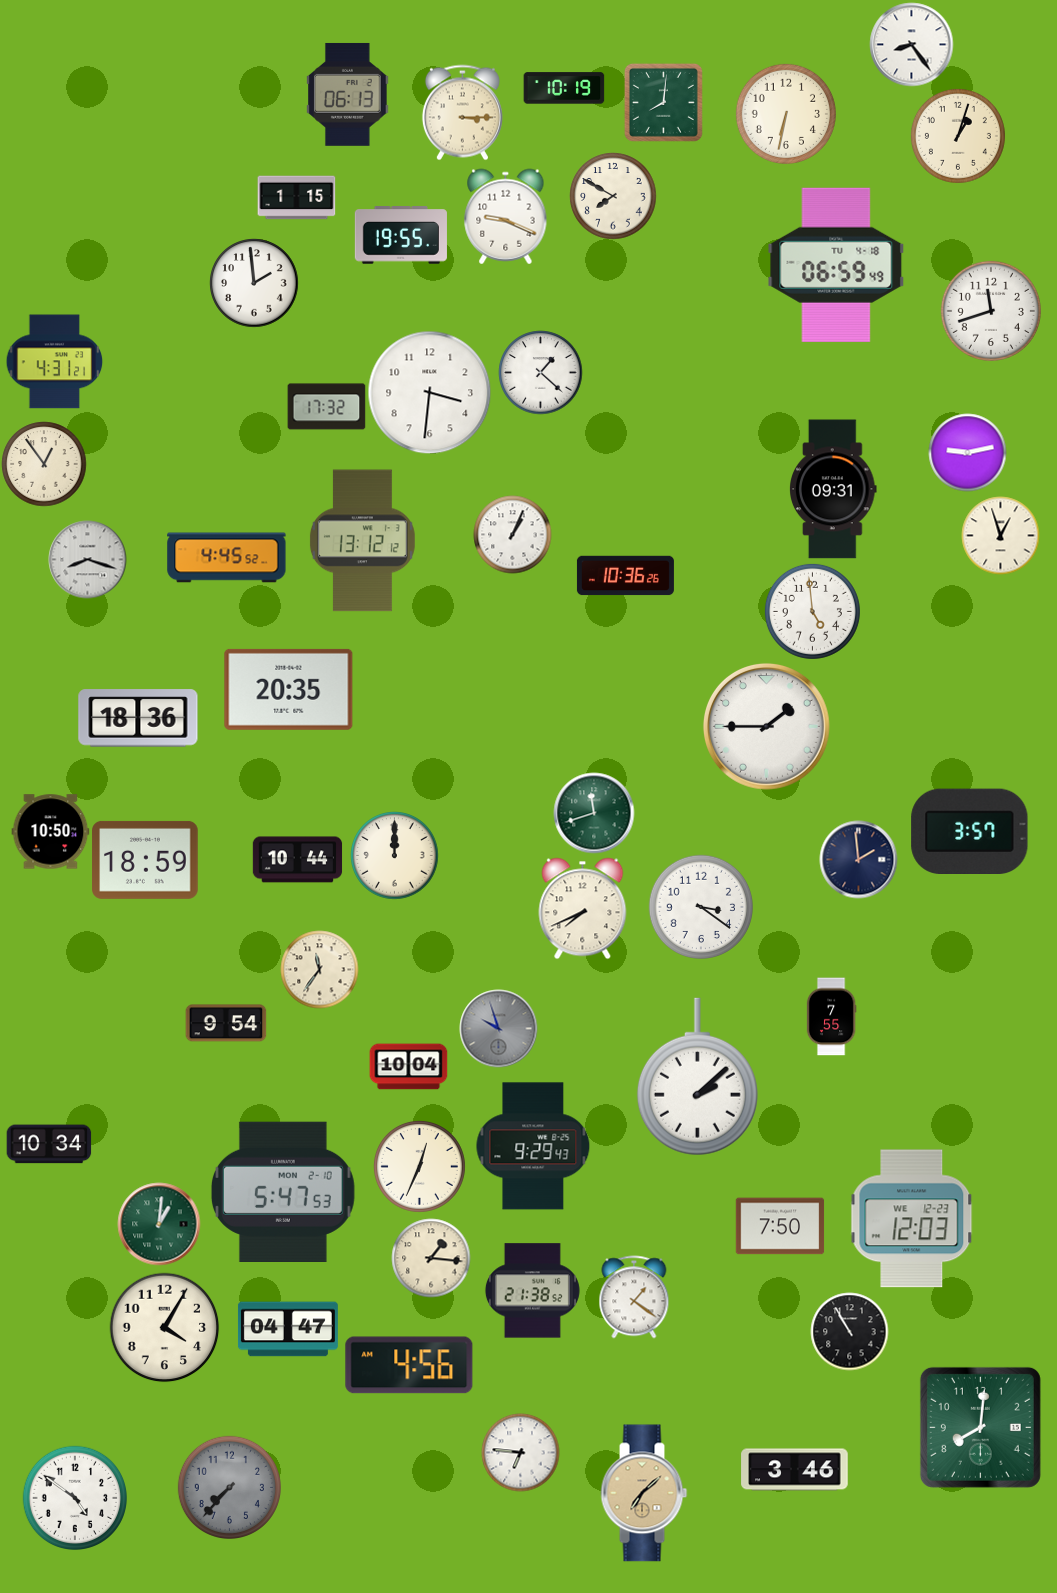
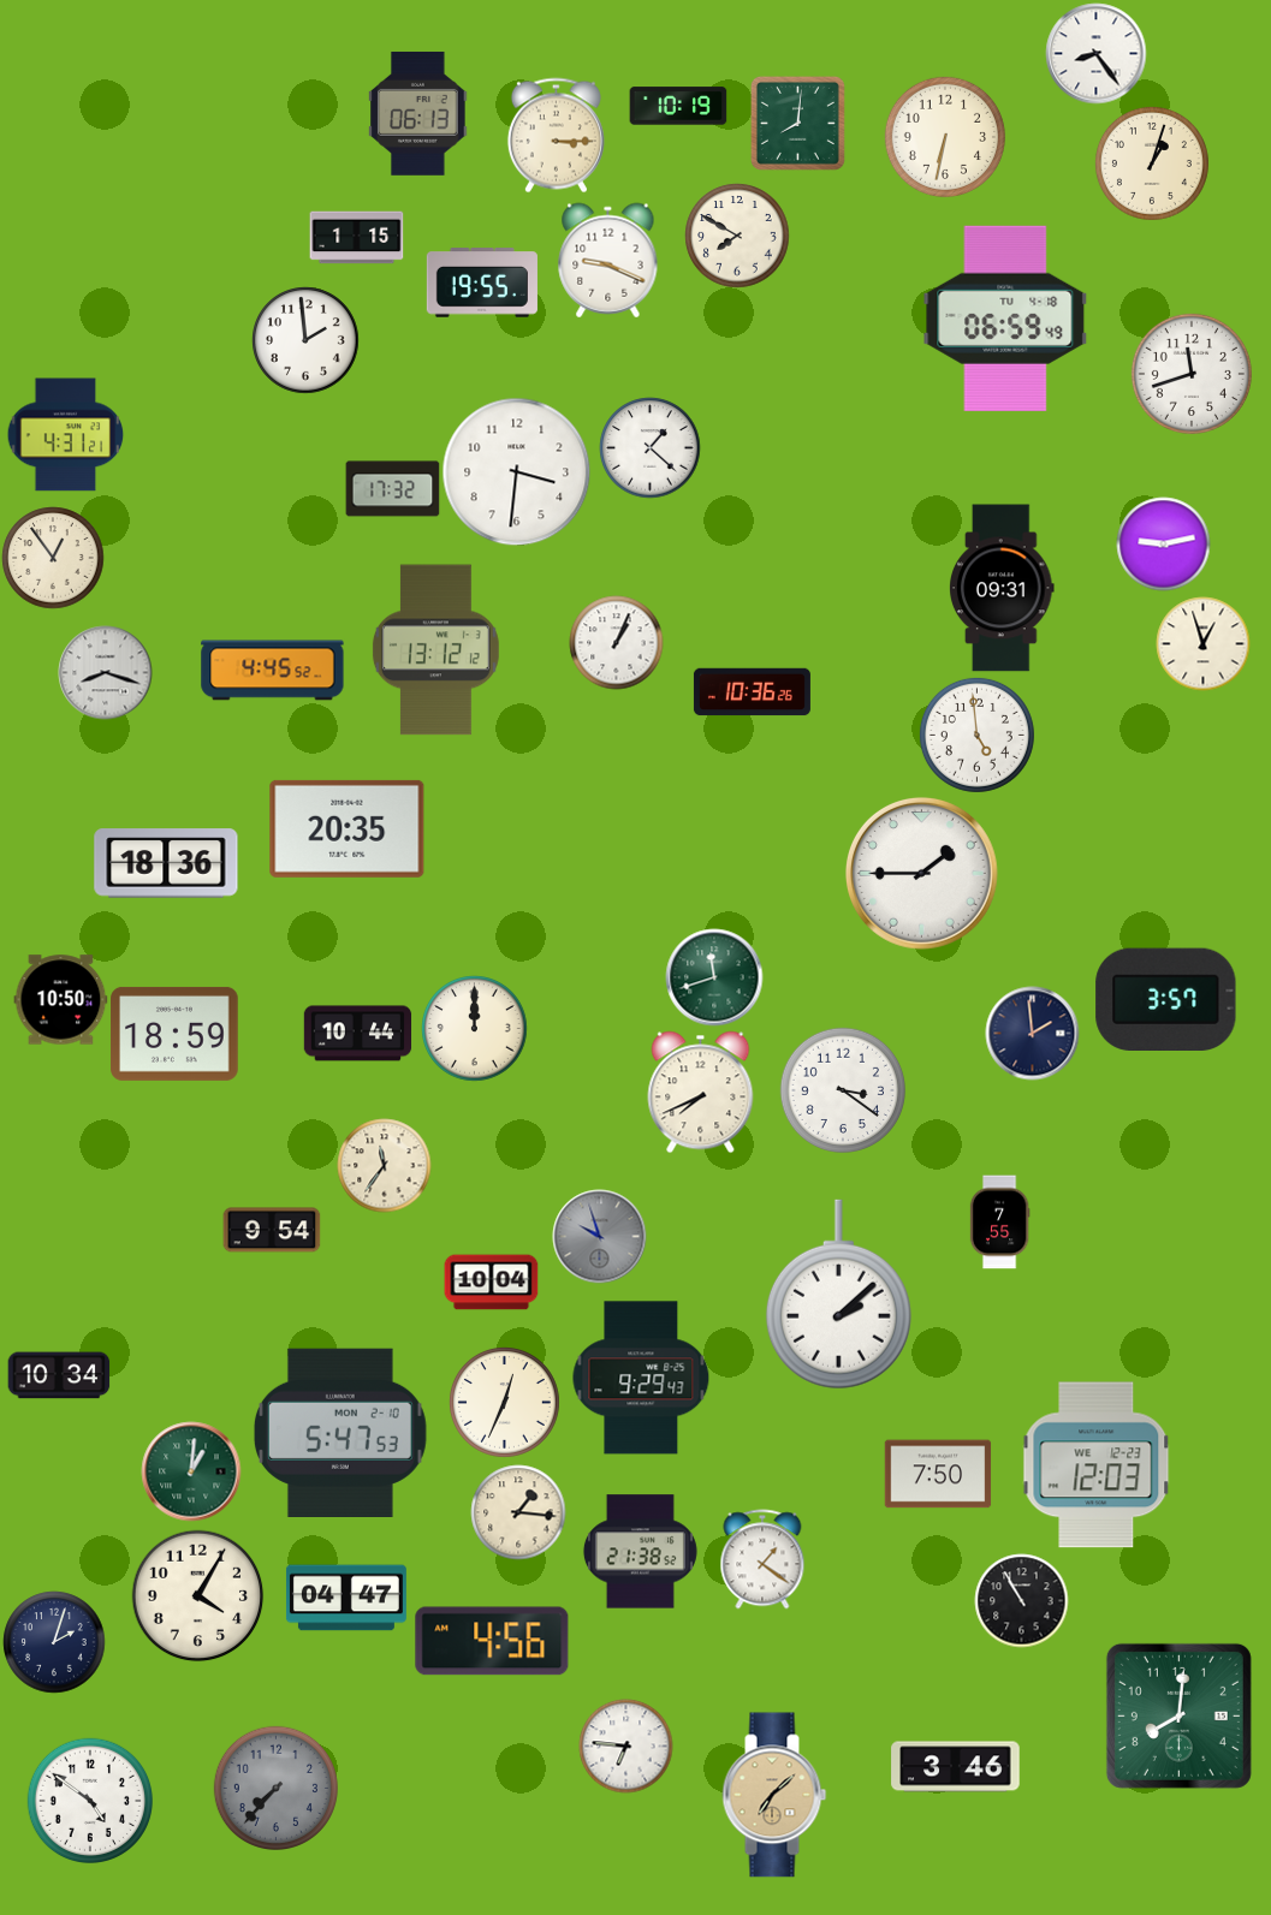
clock at (54, 1642): none -> 2:03
